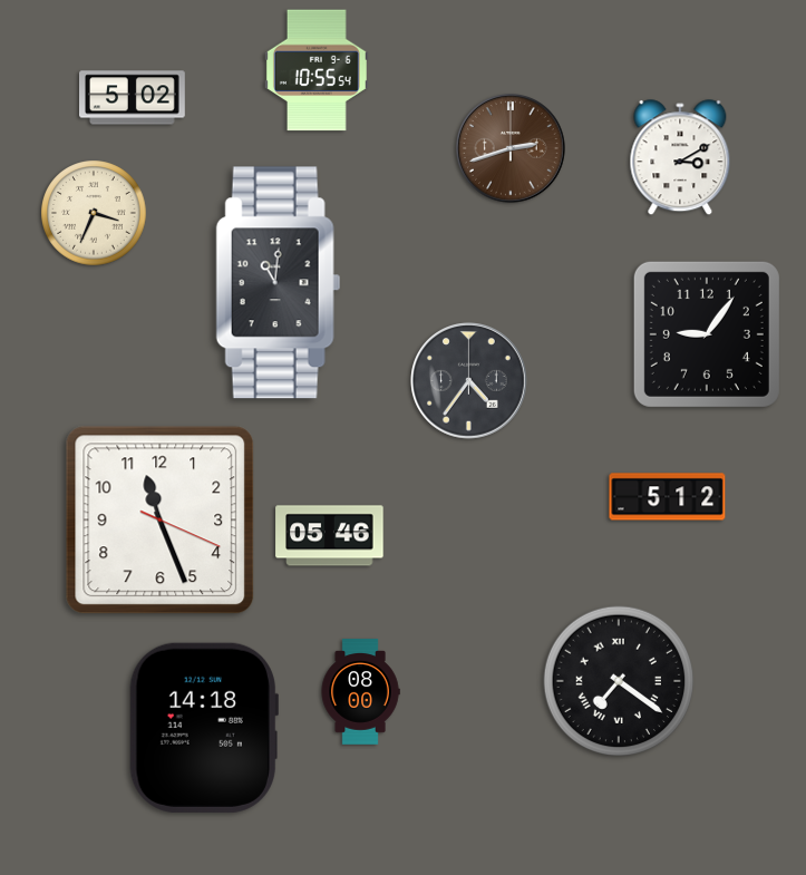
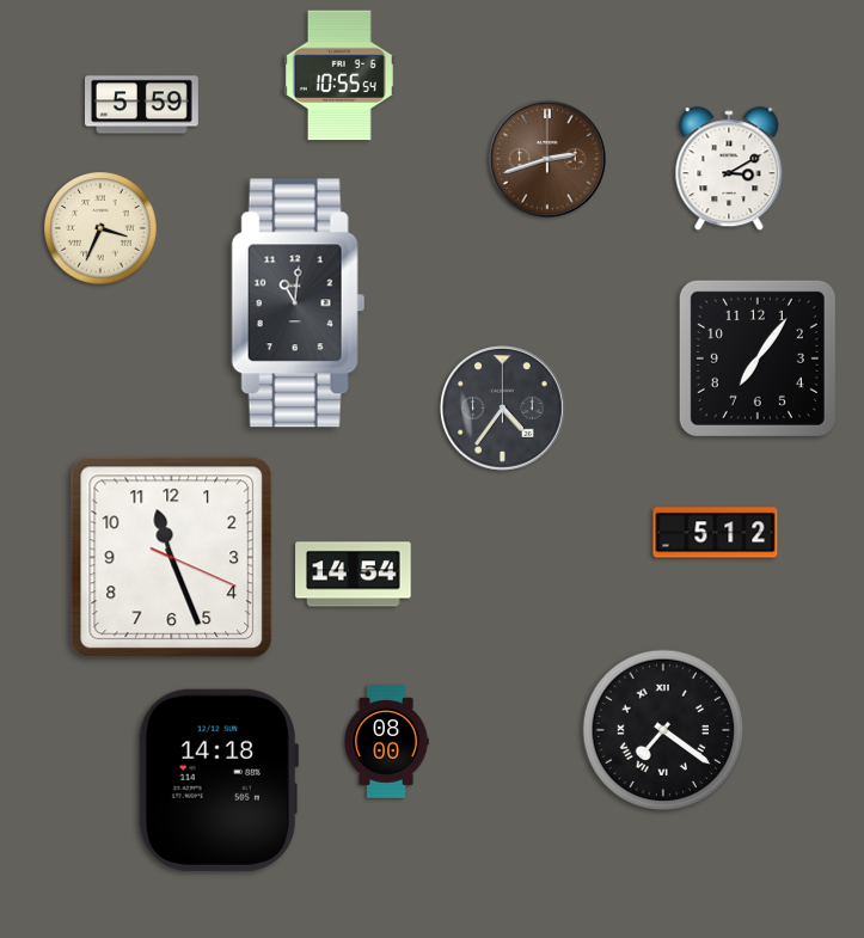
clock at (133, 98): 5:02 -> 5:59
clock at (707, 334): 9:06 -> 7:06
clock at (330, 536): 05:46 -> 14:54
